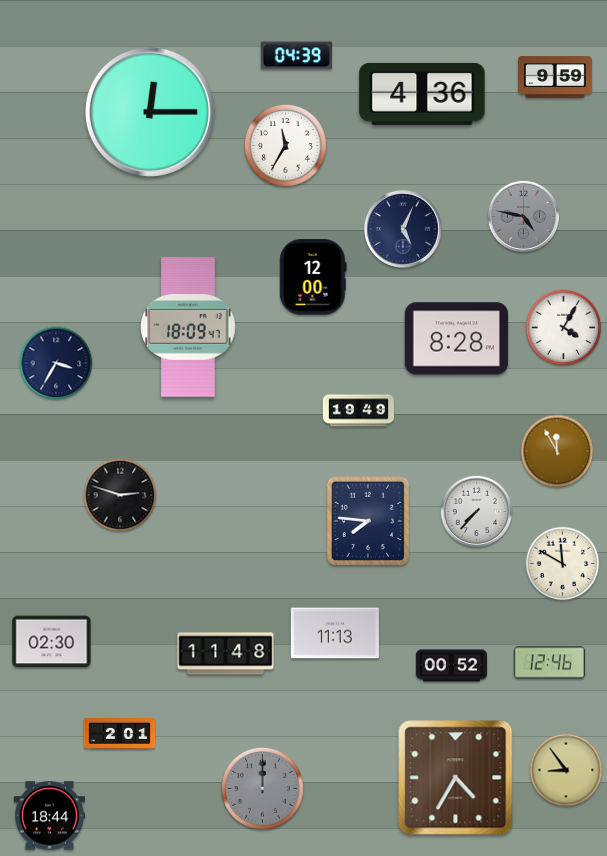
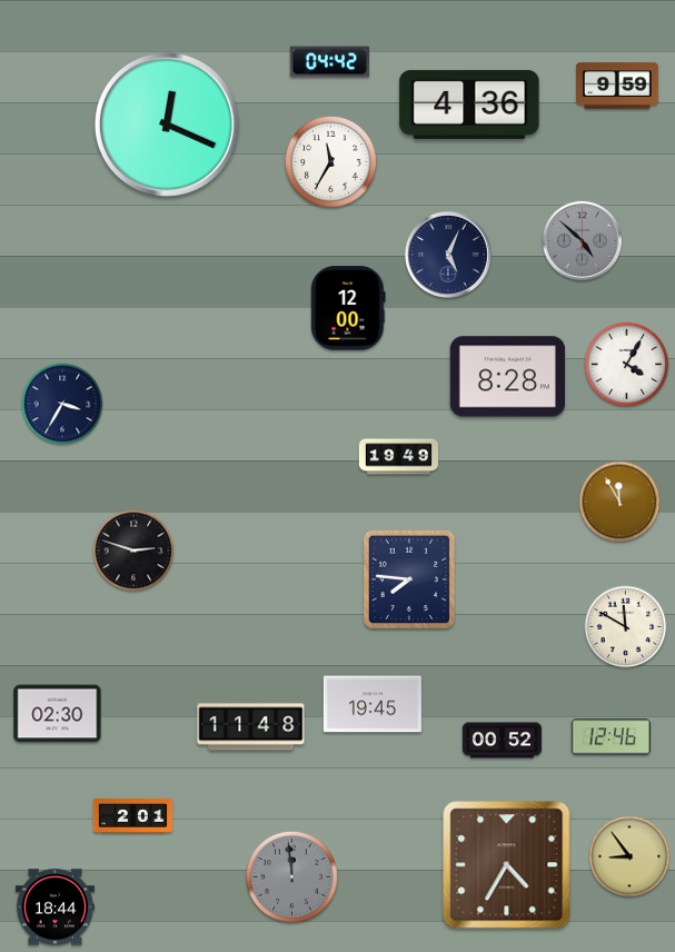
clock at (296, 56): 04:39 -> 04:42
clock at (150, 112): 12:15 -> 12:19
clock at (285, 145) position: (285, 145) -> (330, 161)
clock at (524, 217): 4:47 -> 4:52
clock at (188, 327): 18:09 -> none
clock at (477, 512): 7:37 -> none
clock at (335, 633): 11:13 -> 19:45
clock at (262, 788): 12:00 -> 11:59
